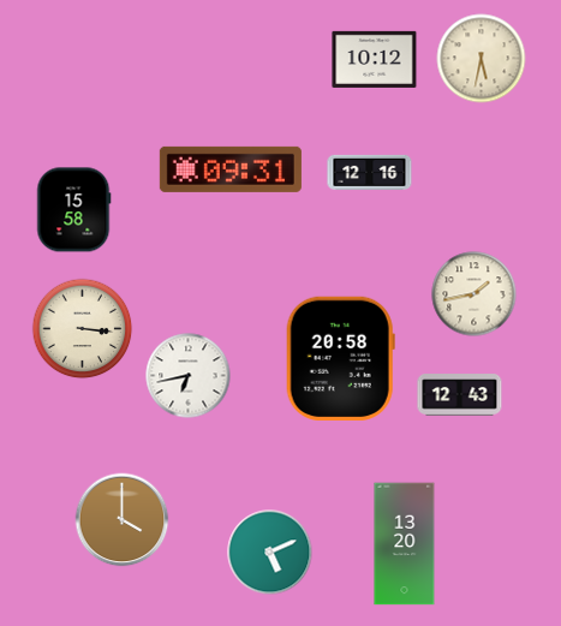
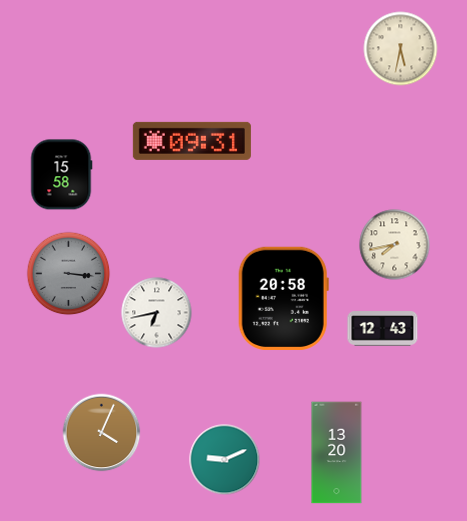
clock at (375, 59): 10:12 -> none
clock at (370, 172): 12:16 -> none
clock at (475, 294): 1:43 -> 7:43
clock at (83, 329) dial: cream -> grey
clock at (123, 520): 4:00 -> 4:04
clock at (270, 553): 5:11 -> 9:11
